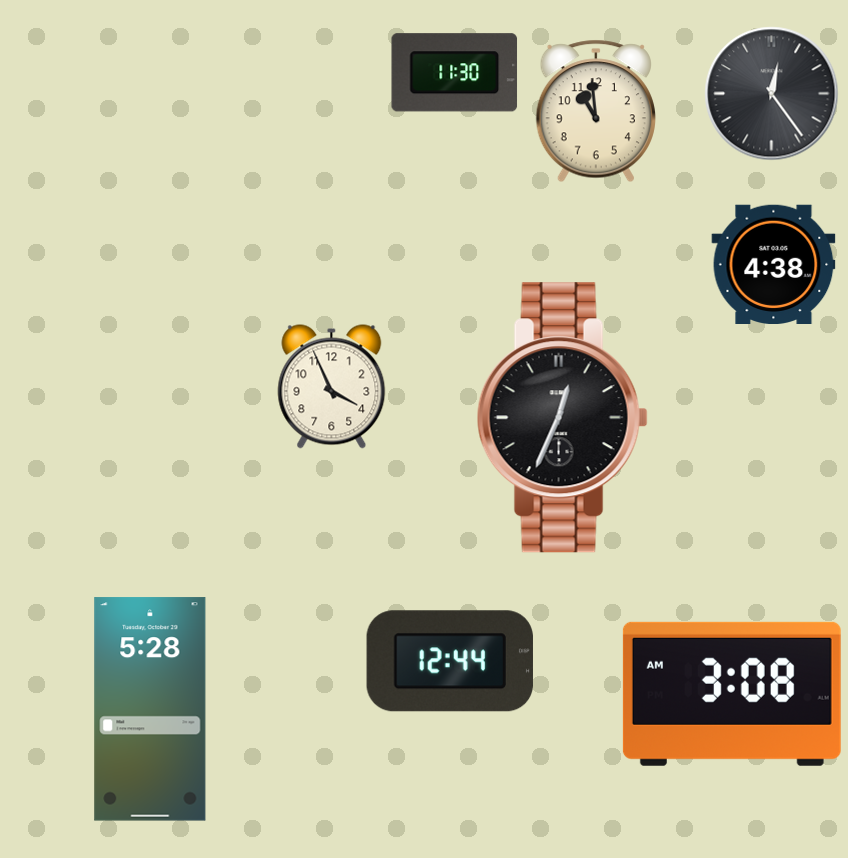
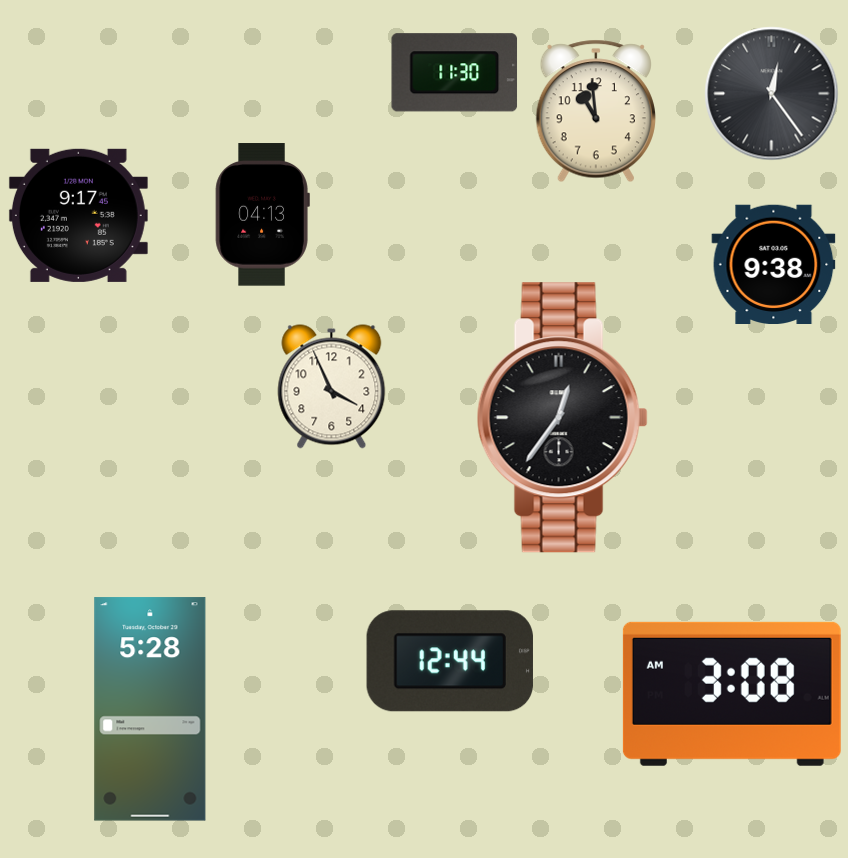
clock at (78, 215): none -> 9:17
clock at (262, 215): none -> 04:13
clock at (774, 264): 4:38 -> 9:38
clock at (562, 418): 12:34 -> 12:36
